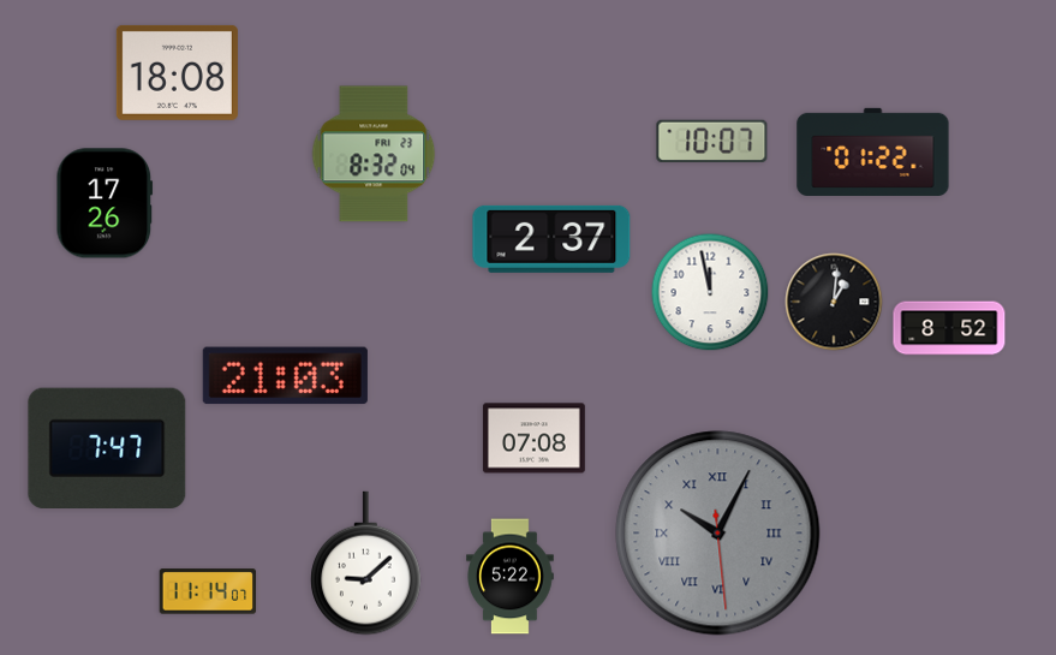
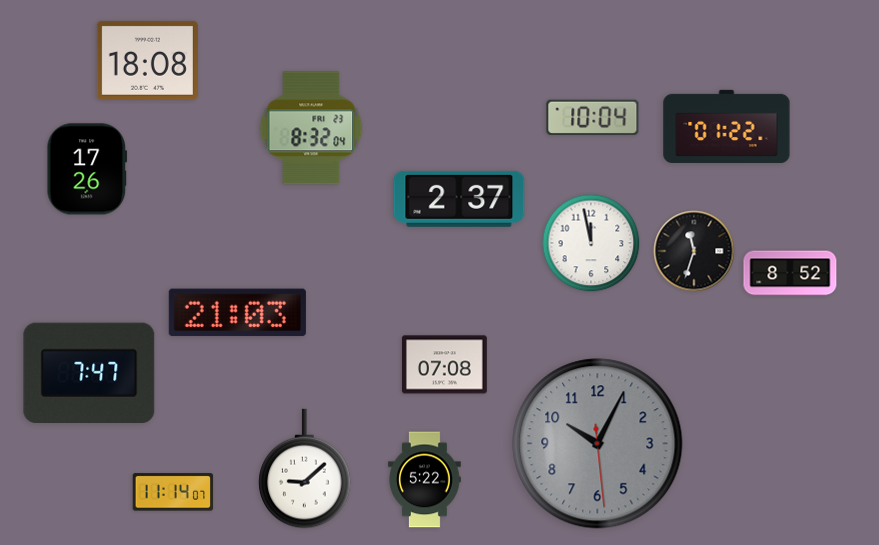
clock at (712, 141): 10:07 -> 10:04
clock at (834, 302): 1:01 -> 11:33
clock at (718, 534) numerals: Roman -> Arabic
